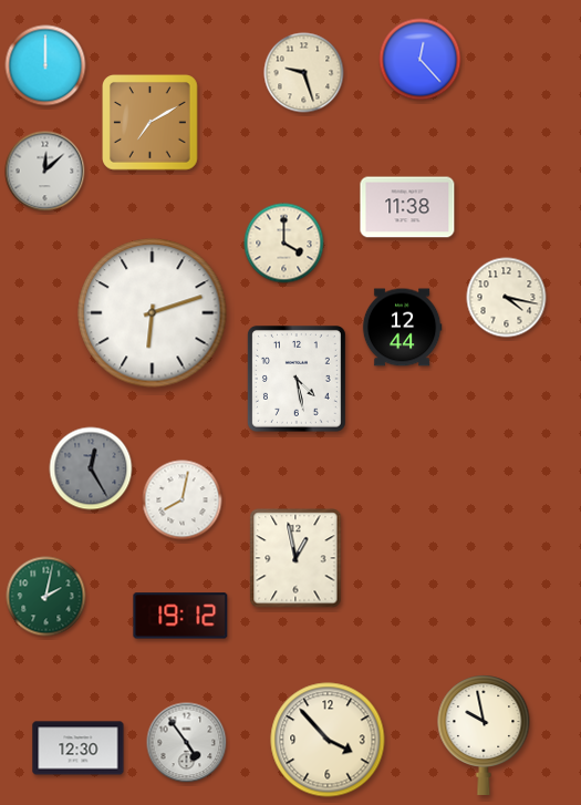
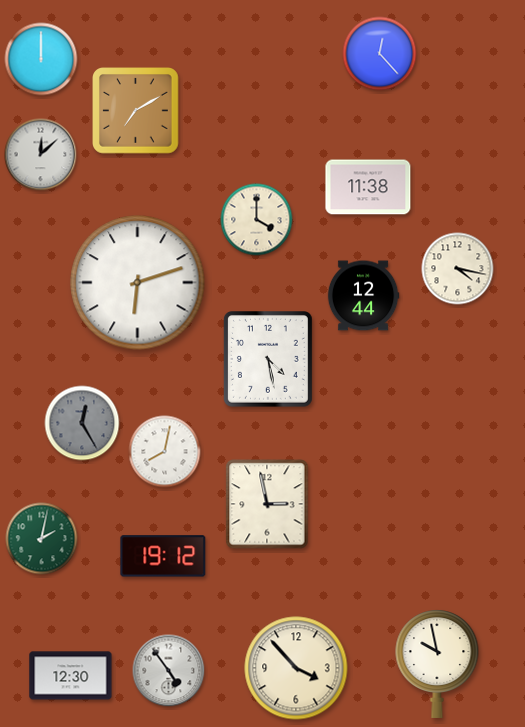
clock at (304, 73): 9:27 -> none
clock at (297, 380) position: (297, 380) -> (268, 360)
clock at (295, 558): 12:58 -> 2:58
